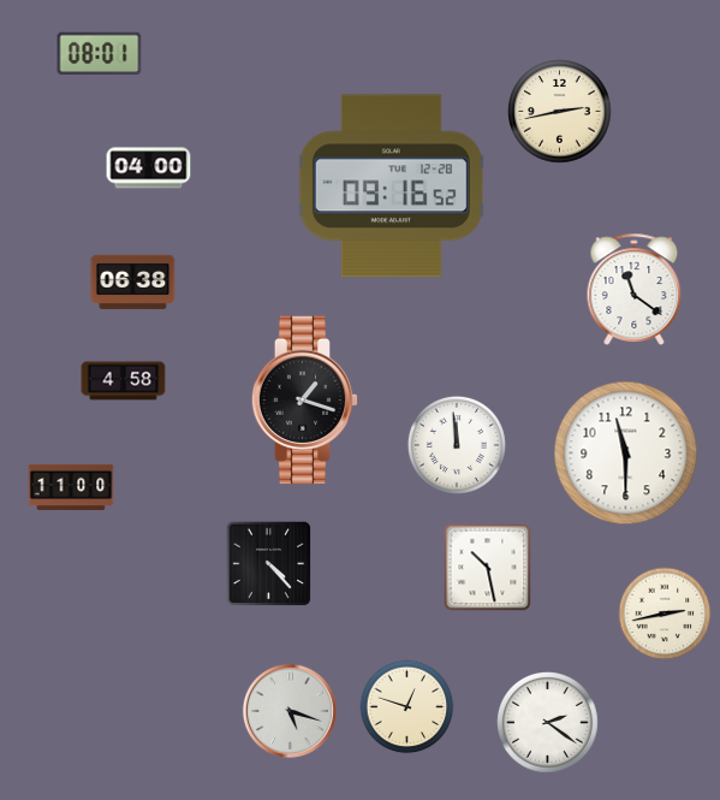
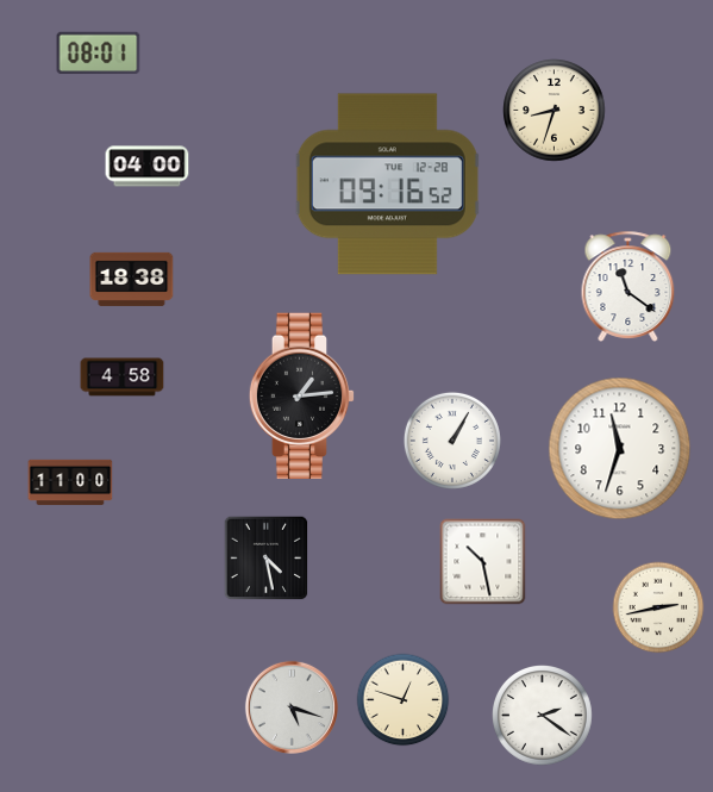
clock at (560, 112): 2:43 -> 8:33
clock at (133, 282): 06:38 -> 18:38
clock at (305, 401): 1:18 -> 1:14
clock at (457, 445): 11:59 -> 1:05
clock at (626, 454): 11:30 -> 11:33
clock at (269, 564): 4:23 -> 4:28
clock at (290, 711) position: (290, 711) -> (292, 707)
